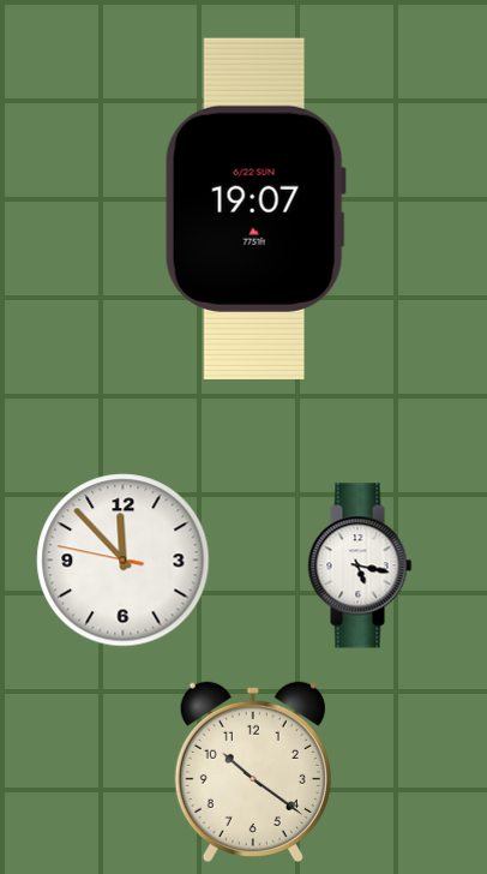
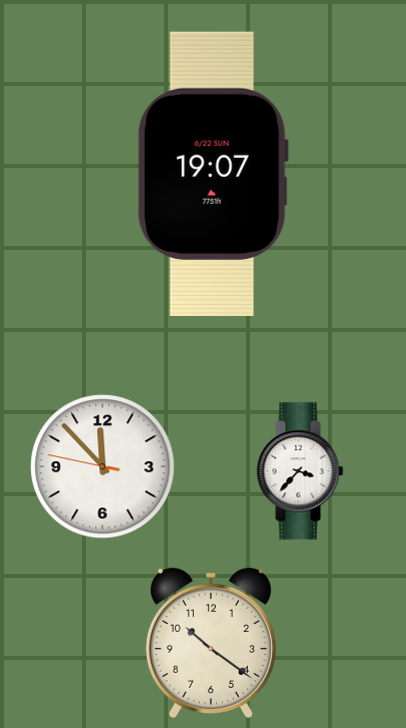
clock at (360, 565): 5:17 -> 3:37
